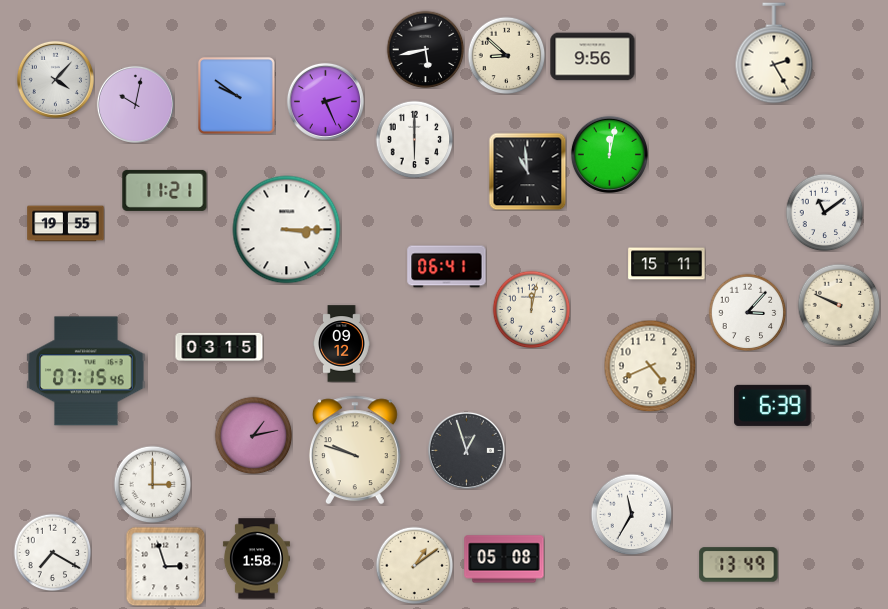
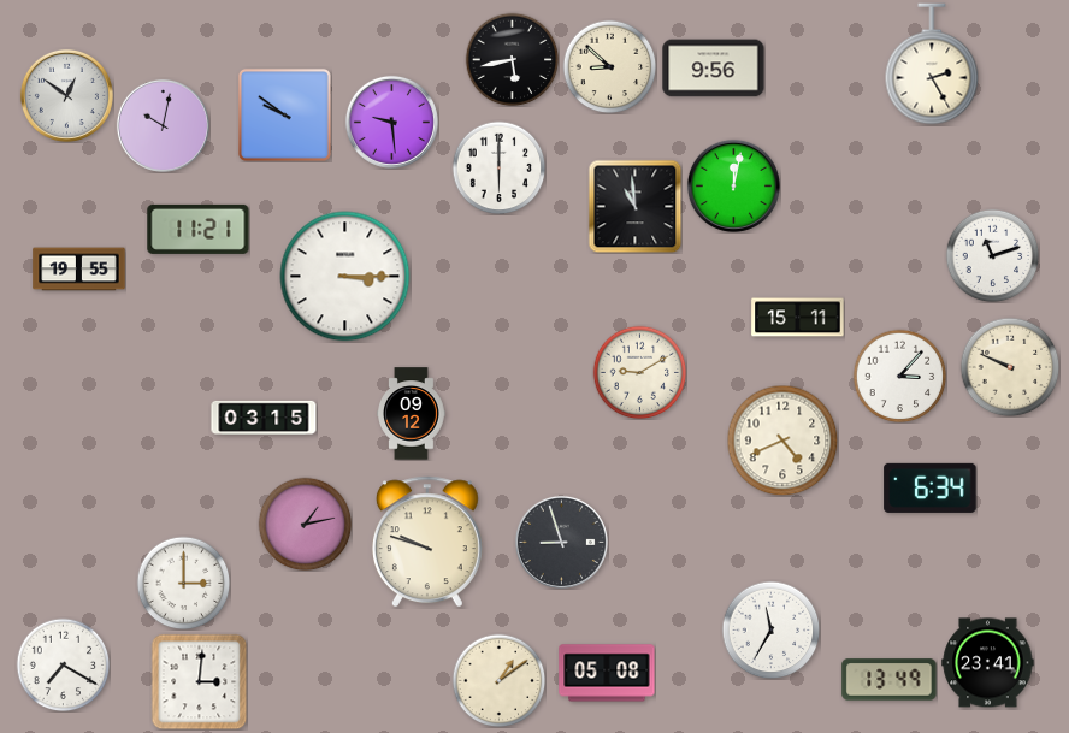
clock at (55, 79): 4:07 -> 12:51
clock at (325, 101): 2:26 -> 9:29
clock at (824, 212): 11:09 -> 11:12
clock at (667, 264) position: (667, 264) -> (798, 318)
clock at (447, 267): 06:41 -> none
clock at (531, 309): 12:02 -> 9:10
clock at (86, 371): 07:15 -> none
clock at (773, 405): 6:39 -> 6:34
clock at (466, 450): 12:57 -> 8:57
clock at (631, 514) position: (631, 514) -> (770, 629)
clock at (988, 663): none -> 23:41
clock at (256, 559): 1:58 -> none
clock at (165, 566): 2:57 -> 3:01
